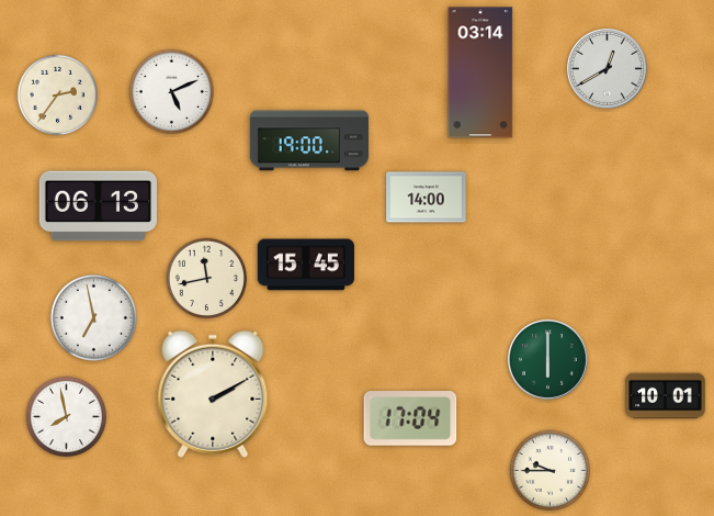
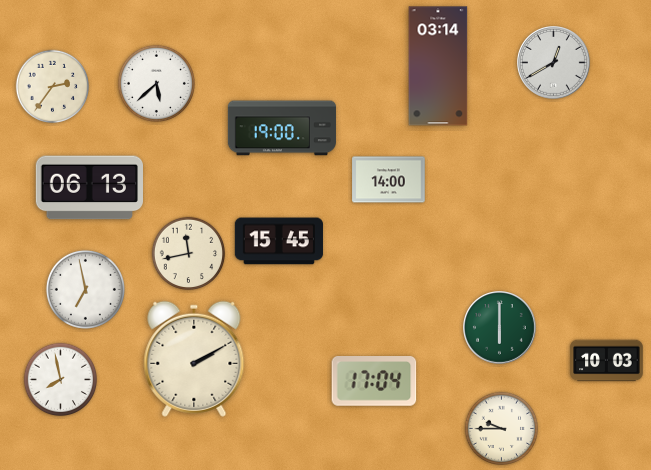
clock at (171, 91): 5:11 -> 5:38
clock at (666, 396): 10:01 -> 10:03
